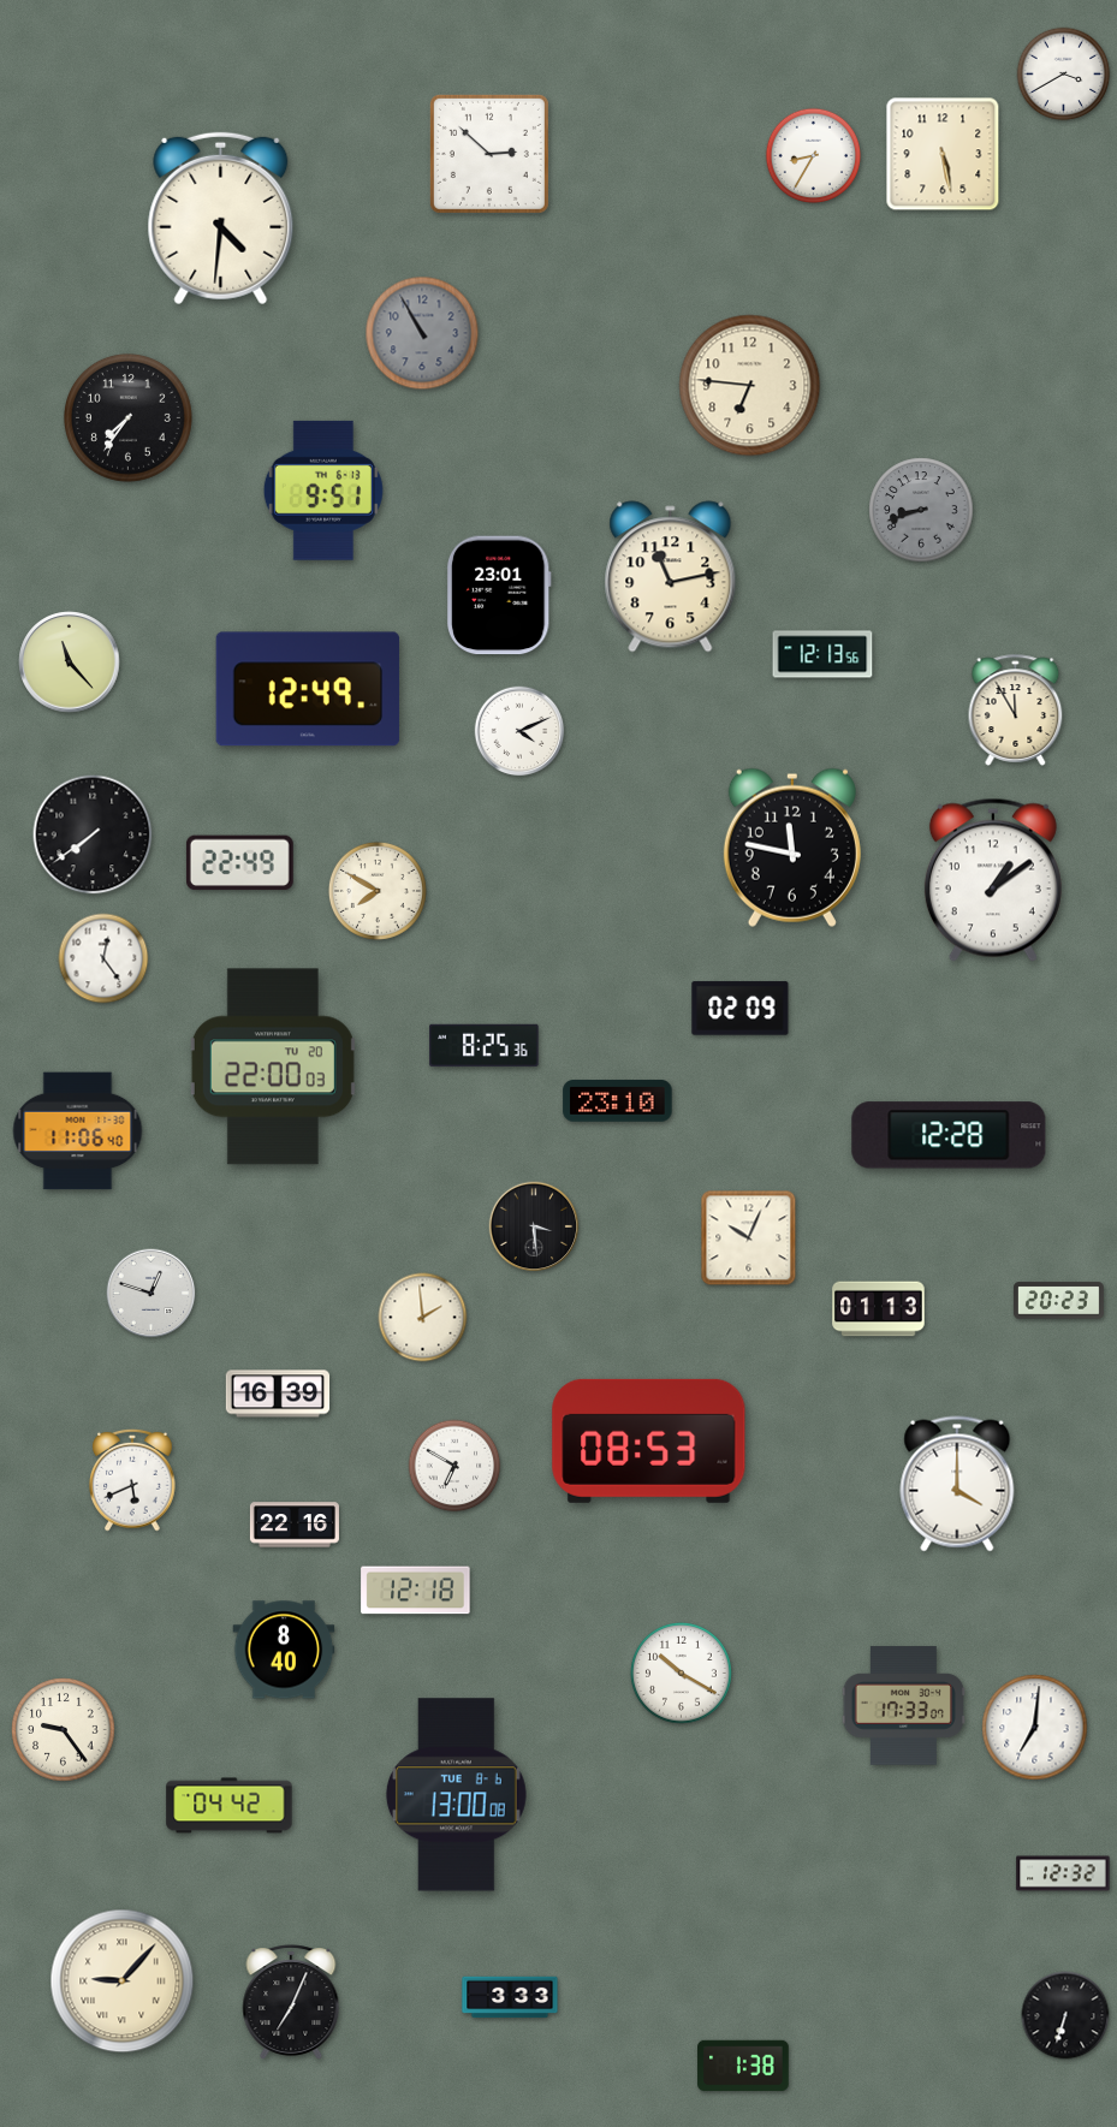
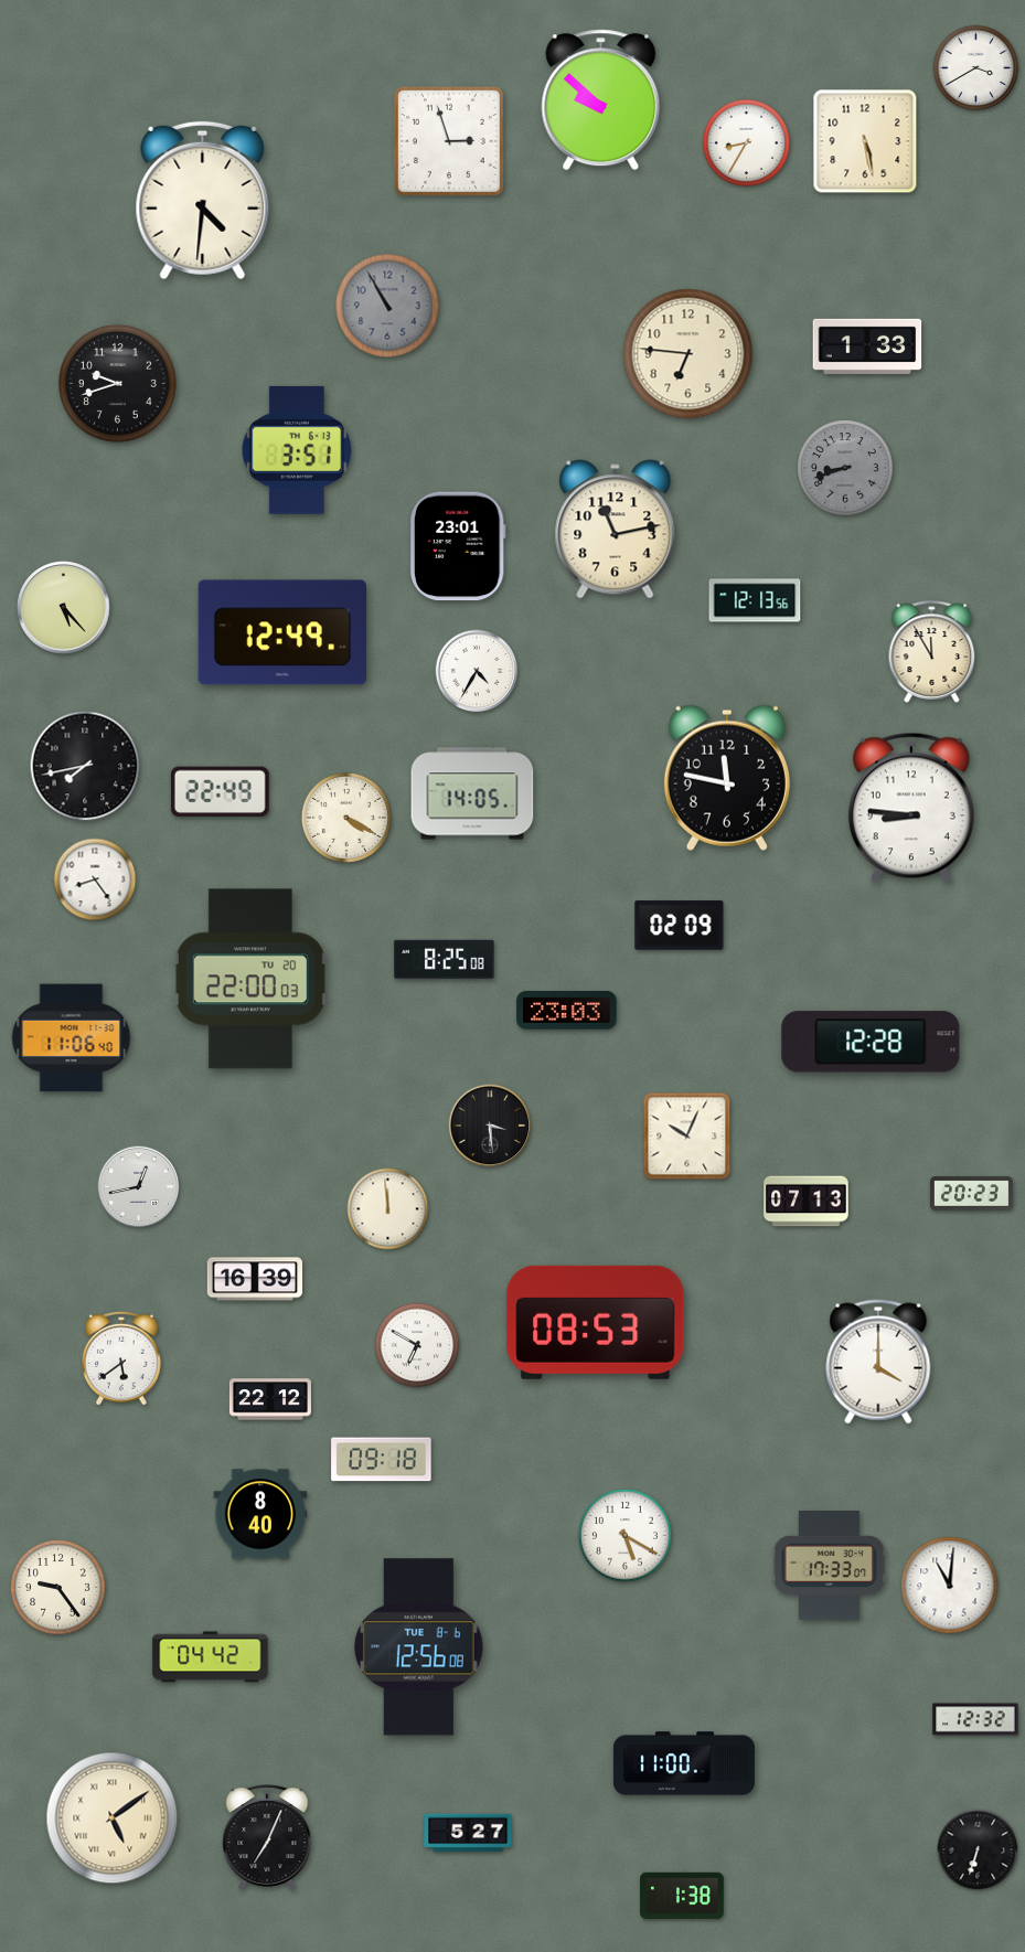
clock at (601, 100): none -> 9:52
clock at (489, 154): 2:52 -> 2:57
clock at (867, 346): none -> 1:33
clock at (127, 417): 7:36 -> 9:42
clock at (323, 491): 9:51 -> 3:51
clock at (70, 663): 11:23 -> 5:23
clock at (519, 731): 4:11 -> 4:35
clock at (93, 834): 7:39 -> 7:43
clock at (472, 793): none -> 14:05
clock at (993, 880): 1:09 -> 8:46
clock at (378, 891): 7:50 -> 4:20
clock at (103, 958): 12:24 -> 8:24
clock at (485, 1045): 8:25:36 -> 8:25:08
clock at (618, 1101): 23:10 -> 23:03
clock at (151, 1294): 12:48 -> 12:43
clock at (879, 1309): 01:13 -> 07:13
clock at (423, 1318): 1:59 -> 11:59
clock at (132, 1480): 5:41 -> 5:39
clock at (295, 1525): 22:16 -> 22:12
clock at (416, 1591): 12:18 -> 09:18
clock at (682, 1674): 10:20 -> 5:20
clock at (1035, 1728): 7:01 -> 11:01
clock at (456, 1795): 13:00 -> 12:56
clock at (684, 1763): none -> 11:00
clock at (123, 1982): 9:07 -> 5:09
clock at (510, 1997): 3:33 -> 5:27
